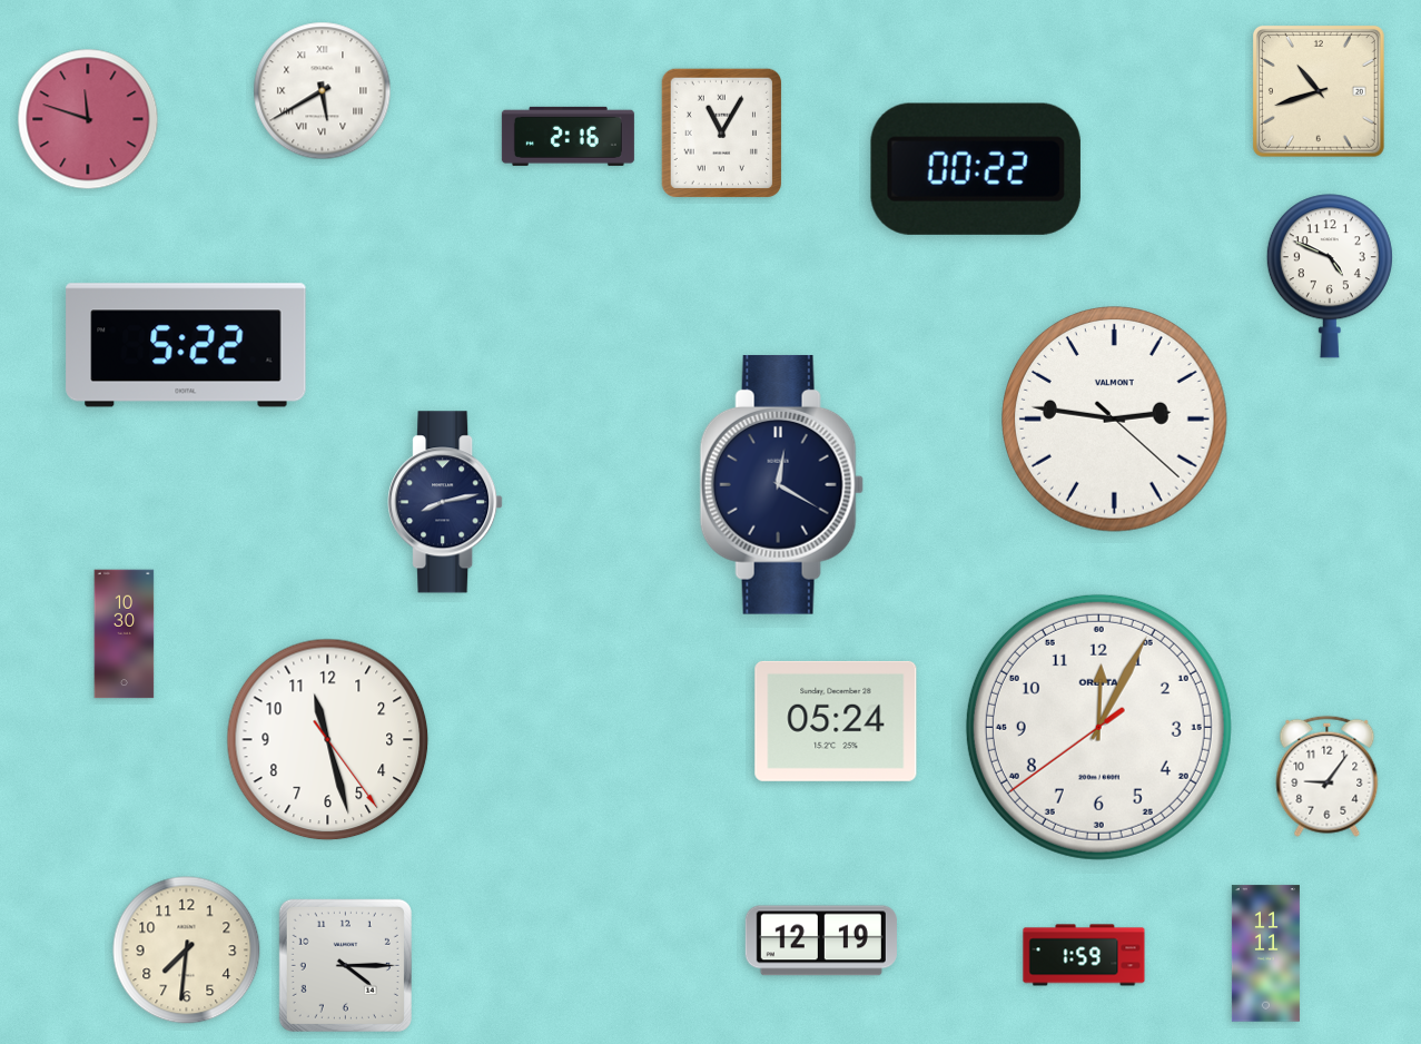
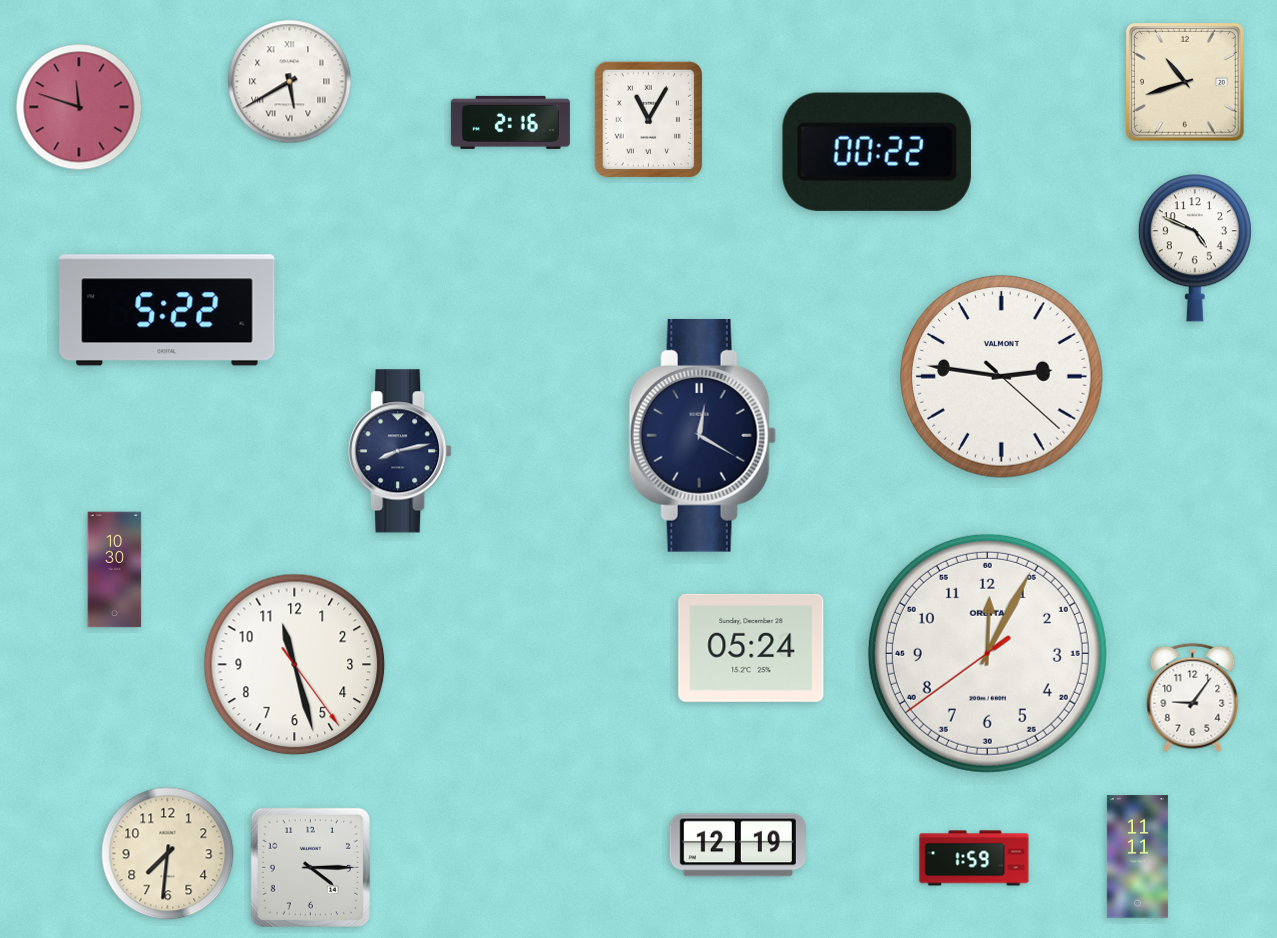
clock at (125, 634) position: (125, 634) -> (115, 570)
